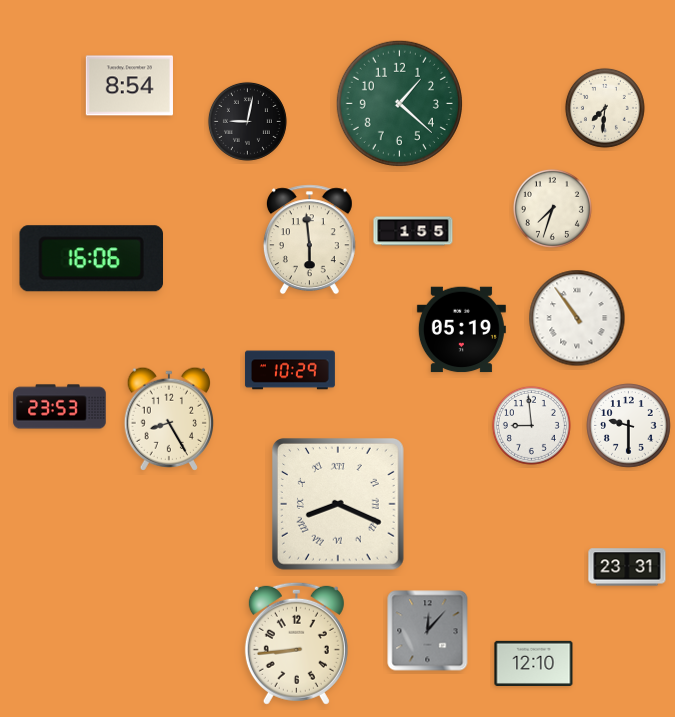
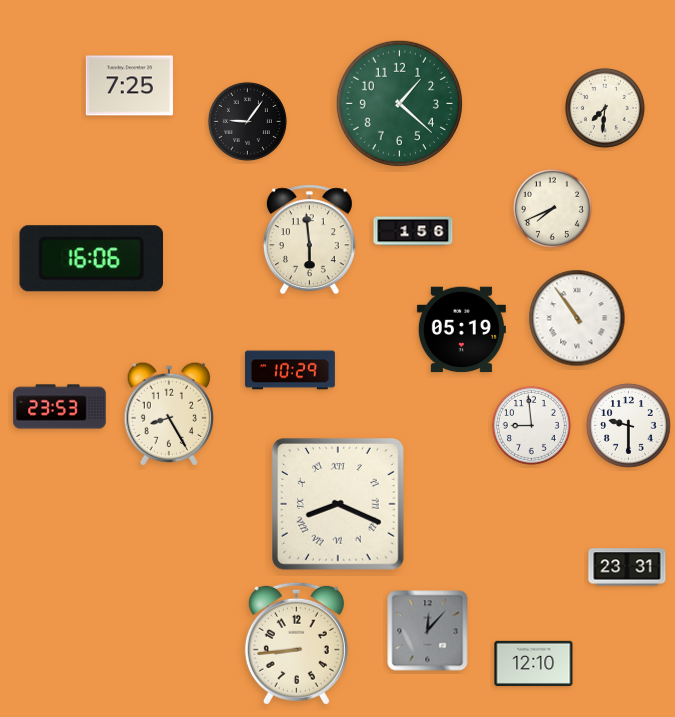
clock at (129, 86): 8:54 -> 7:25
clock at (247, 121): 9:02 -> 9:06
clock at (552, 208): 7:33 -> 7:41
clock at (413, 231): 1:55 -> 1:56
clock at (168, 419) position: (168, 419) -> (168, 414)
